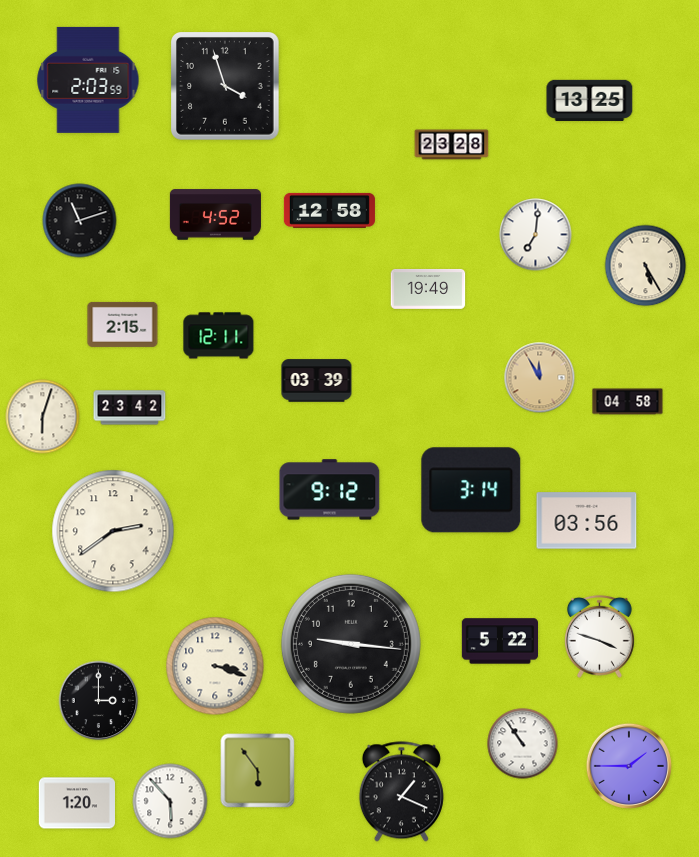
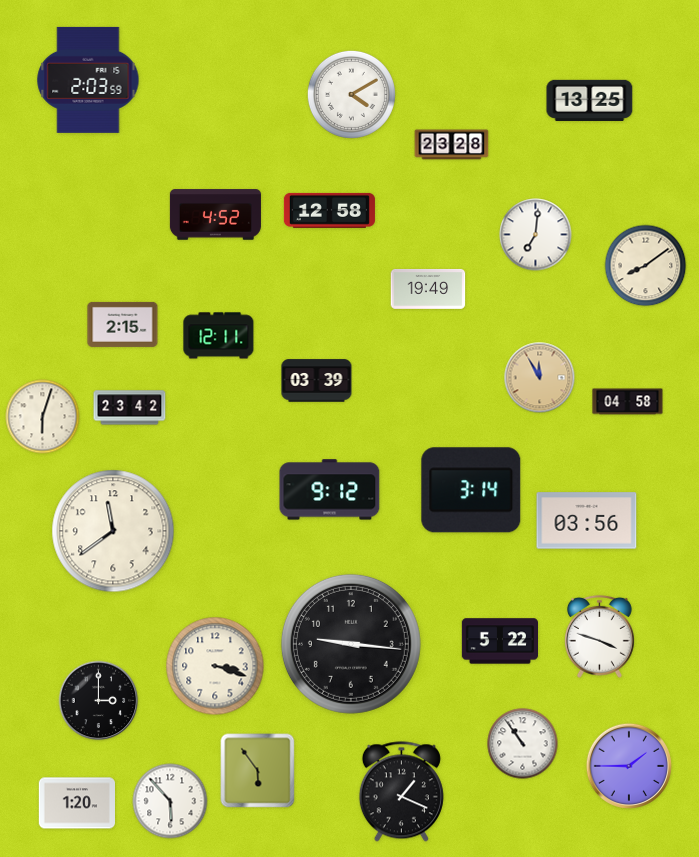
clock at (225, 86): 3:57 -> none
clock at (351, 94): none -> 4:10
clock at (80, 221): 11:12 -> none
clock at (646, 266): 5:25 -> 8:09
clock at (113, 531): 2:39 -> 11:39
